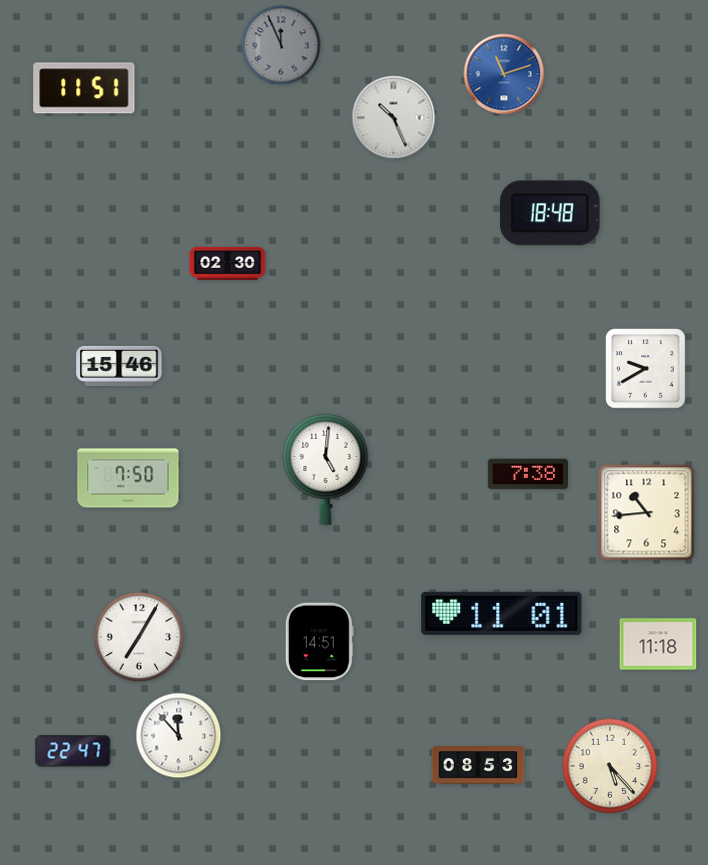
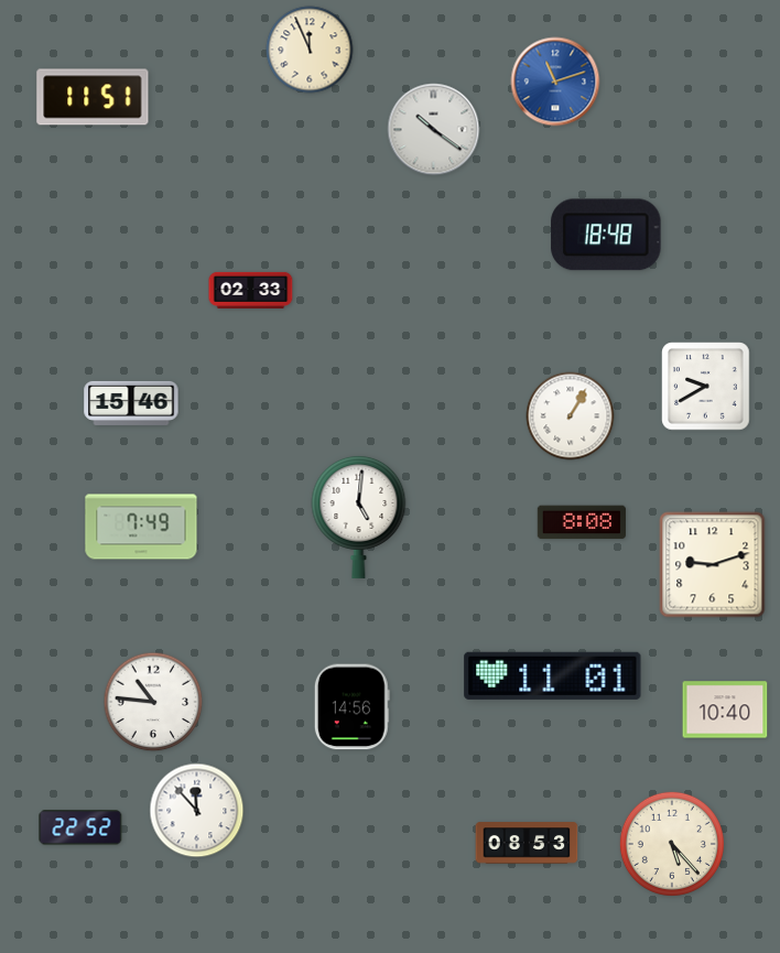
clock at (281, 45) dial: grey -> cream
clock at (394, 118): 10:26 -> 10:21
clock at (228, 263): 02:30 -> 02:33
clock at (646, 369) position: (646, 369) -> (706, 387)
clock at (571, 416): none -> 1:05
clock at (528, 474): 7:38 -> 8:08
clock at (128, 478): 7:50 -> 7:49
clock at (647, 513): 10:44 -> 9:12
clock at (139, 637): 7:05 -> 10:46
clock at (319, 642): 14:51 -> 14:56
clock at (658, 644): 11:18 -> 10:40
clock at (73, 751): 22:47 -> 22:52
